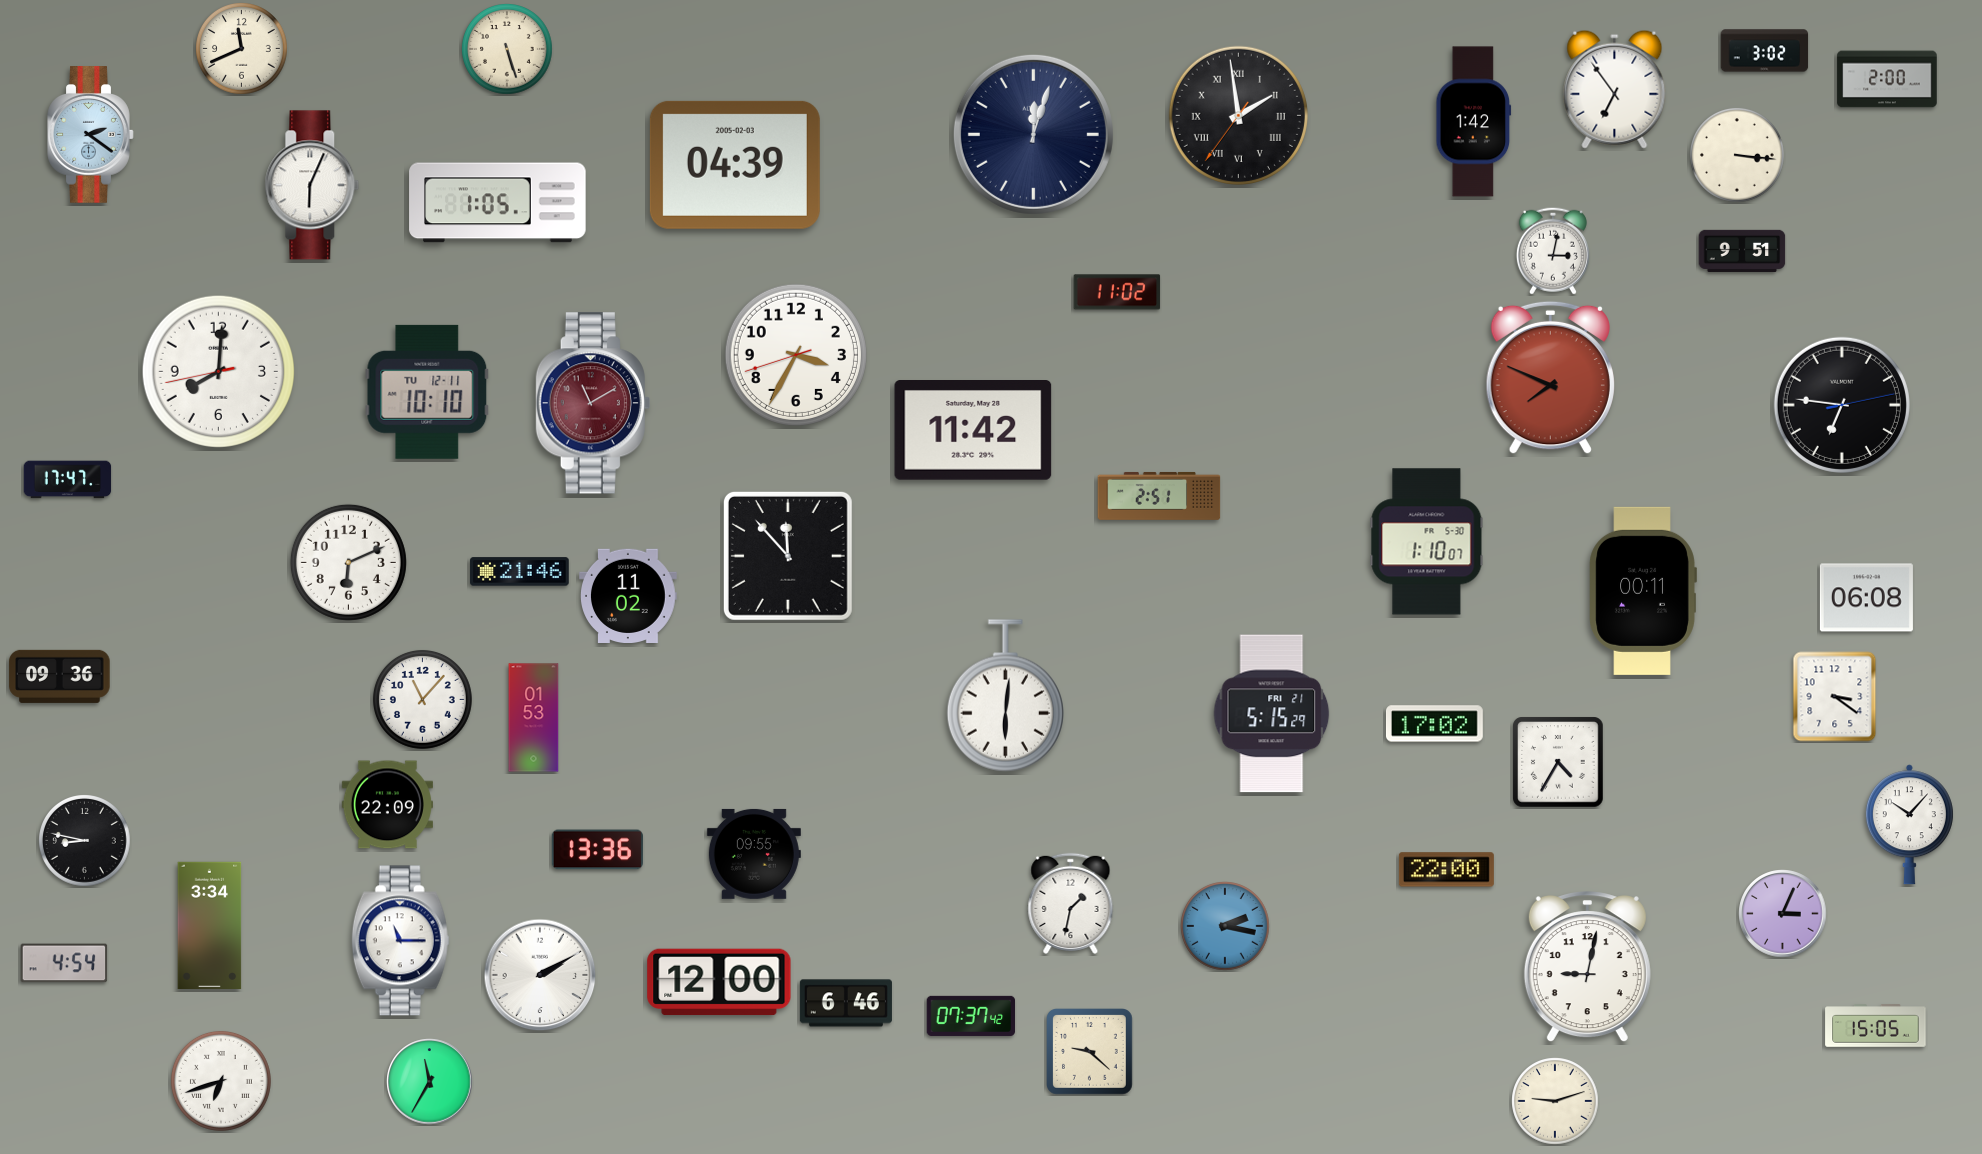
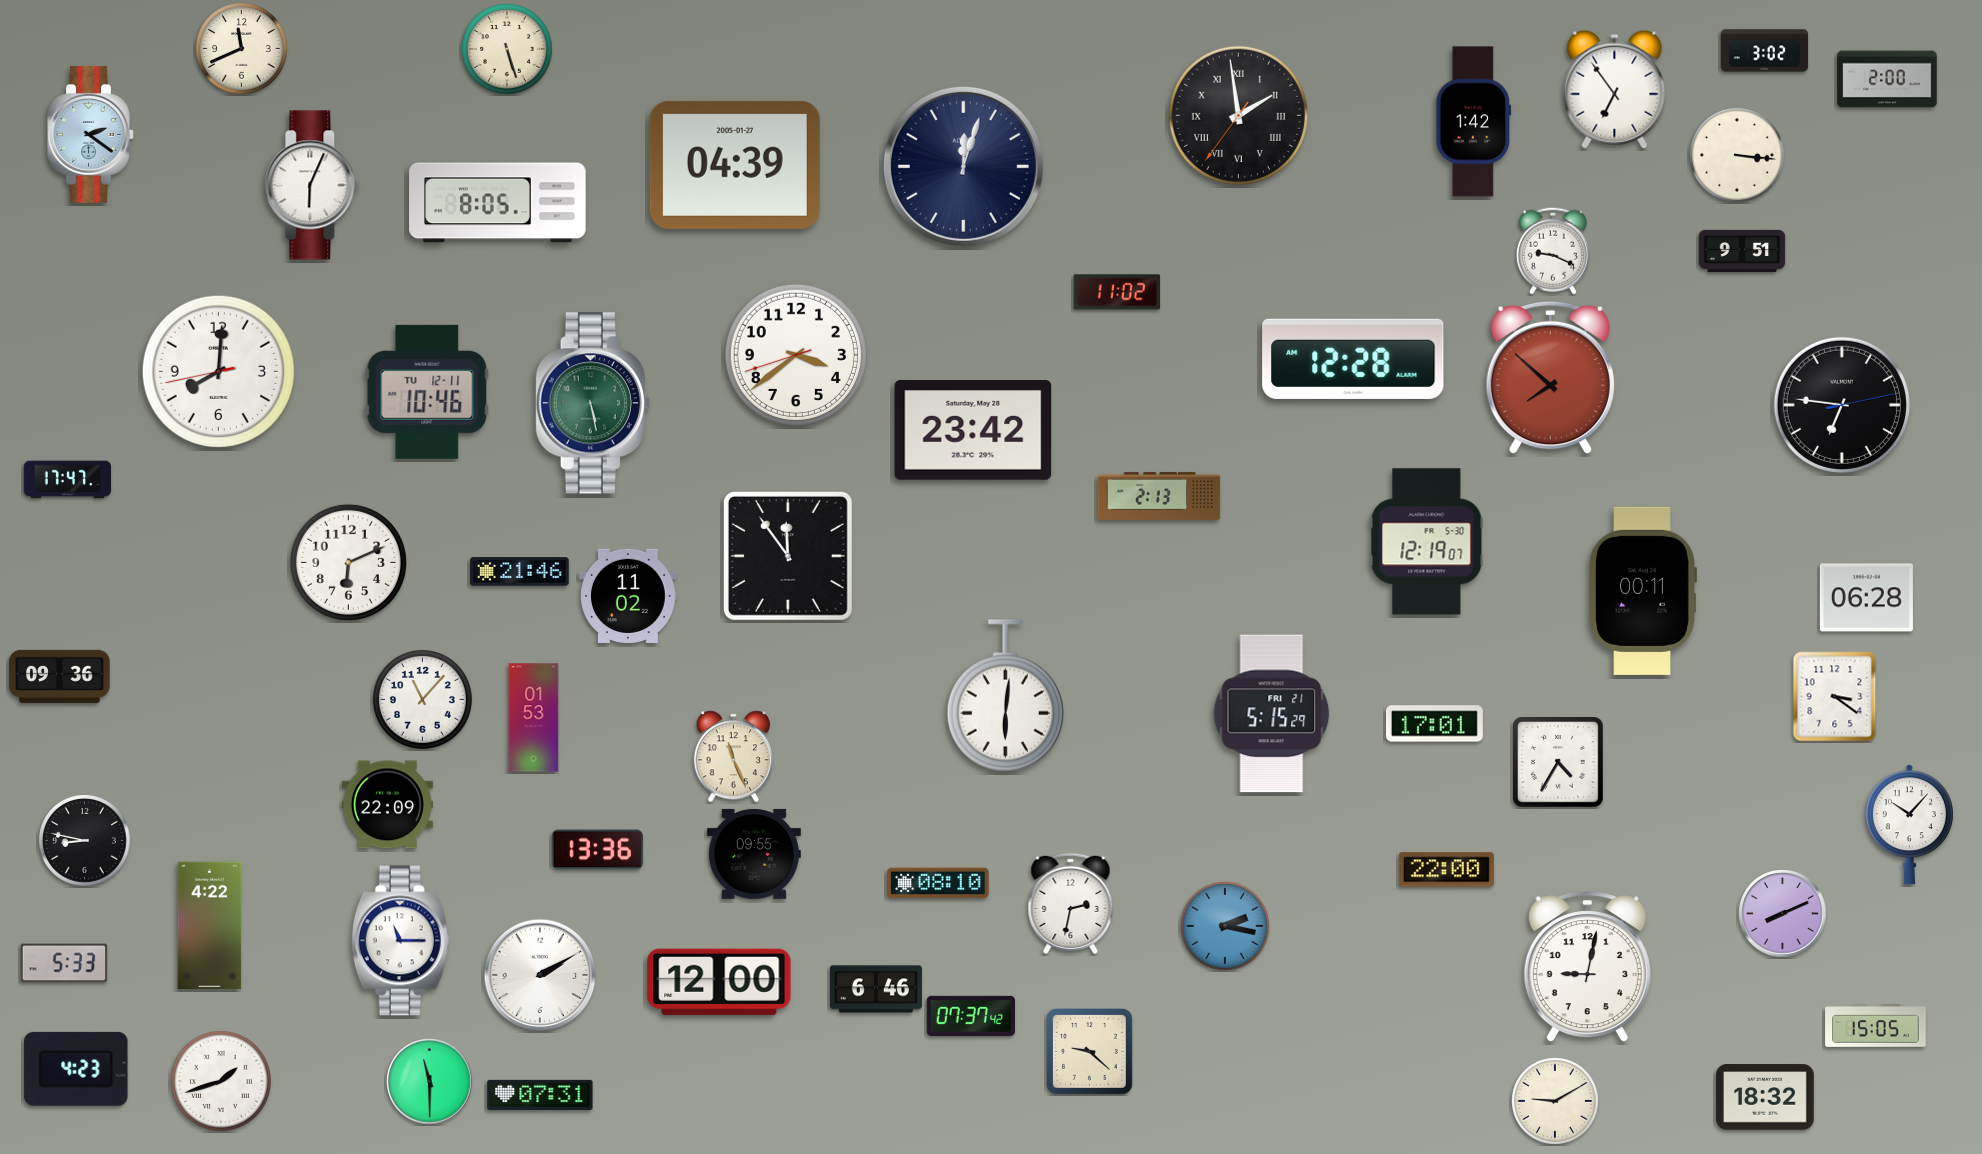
clock at (1033, 134) position: (1033, 134) -> (963, 166)
clock at (735, 165) date: 2005-02-03 -> 2005-01-27
clock at (498, 203): 1:05 -> 8:05
clock at (1553, 251): 3:02 -> 9:19
clock at (796, 355): 3:34 -> 3:38
clock at (1353, 359): none -> 12:28
clock at (1550, 378): 7:49 -> 7:52
clock at (427, 392): 10:10 -> 10:46
clock at (593, 403): 11:10 -> 5:28
clock at (593, 403) dial: burgundy -> green
clock at (973, 431): 11:42 -> 23:42
clock at (1159, 496): 2:51 -> 2:13
clock at (1427, 542): 1:10 -> 12:19
clock at (788, 556): 11:53 -> 11:54
clock at (1866, 598): 06:08 -> 06:28
clock at (1434, 724): 17:02 -> 17:01
clock at (733, 757): none -> 11:26
clock at (938, 883): none -> 08:10
clock at (1071, 903): 1:32 -> 2:32
clock at (1783, 914): 3:04 -> 8:11
clock at (210, 925): 3:34 -> 4:22
clock at (64, 963): 4:54 -> 5:33
clock at (846, 1003) position: (846, 1003) -> (876, 989)
clock at (76, 1069): none -> 4:23
clock at (221, 1081): 6:42 -> 1:42
clock at (430, 1082): 11:35 -> 11:30
clock at (540, 1095): none -> 07:31
clock at (1766, 1097): none -> 18:32
clock at (1555, 1101): 9:12 -> 9:10
